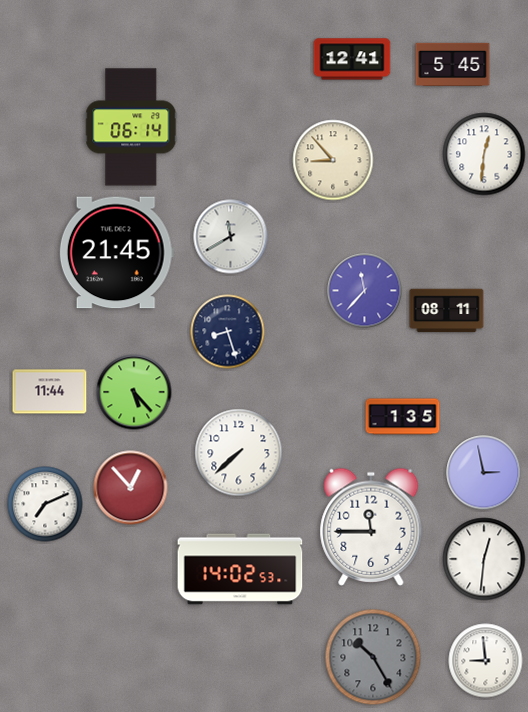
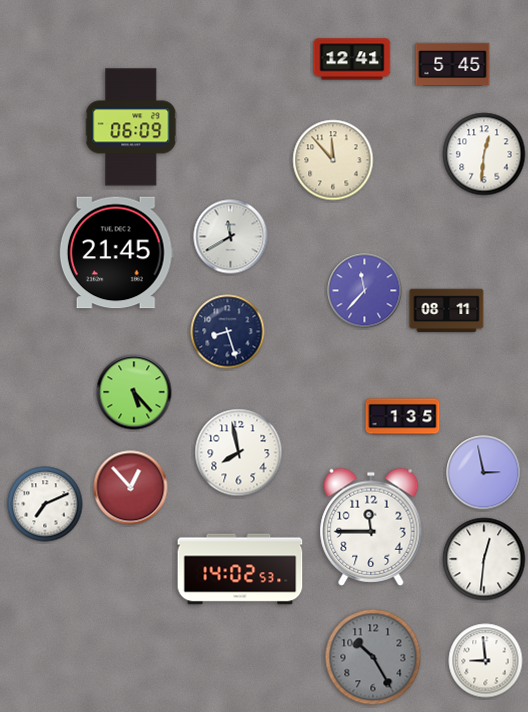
clock at (131, 127): 06:14 -> 06:09
clock at (333, 160): 8:53 -> 11:53
clock at (50, 392): 11:44 -> none
clock at (239, 453): 7:38 -> 7:58
